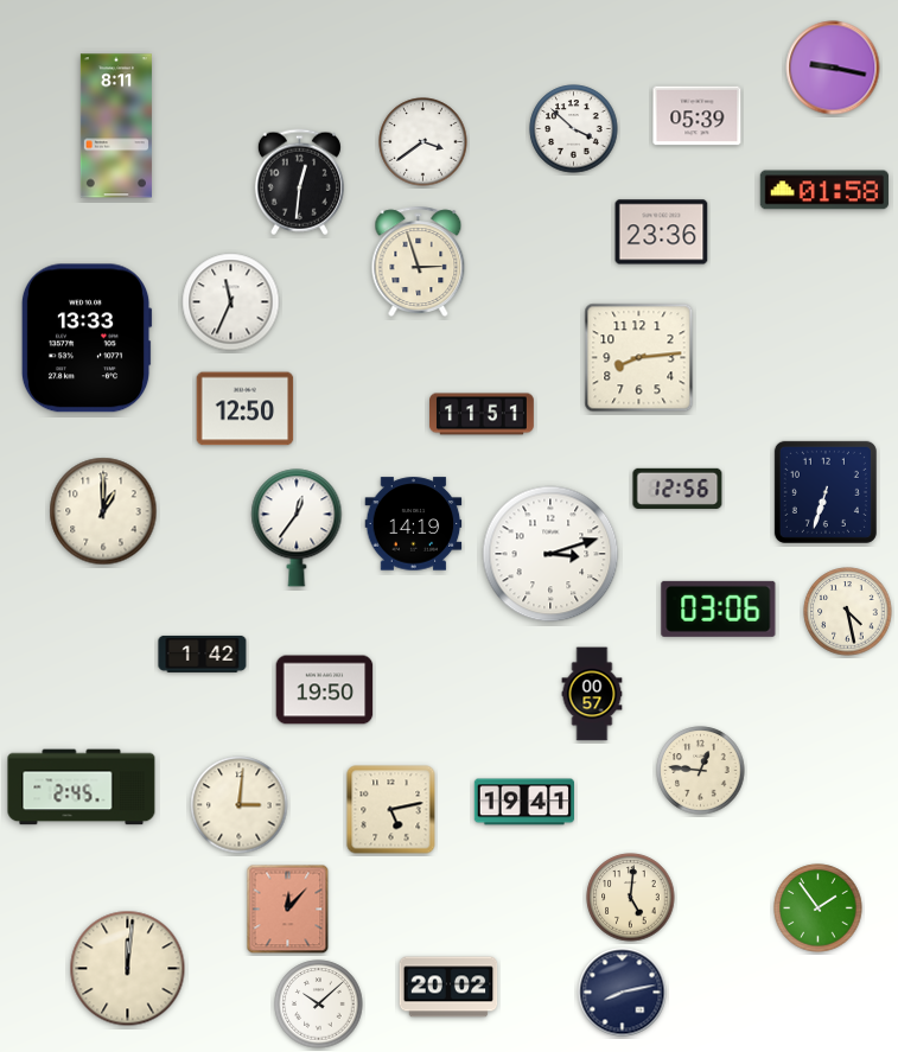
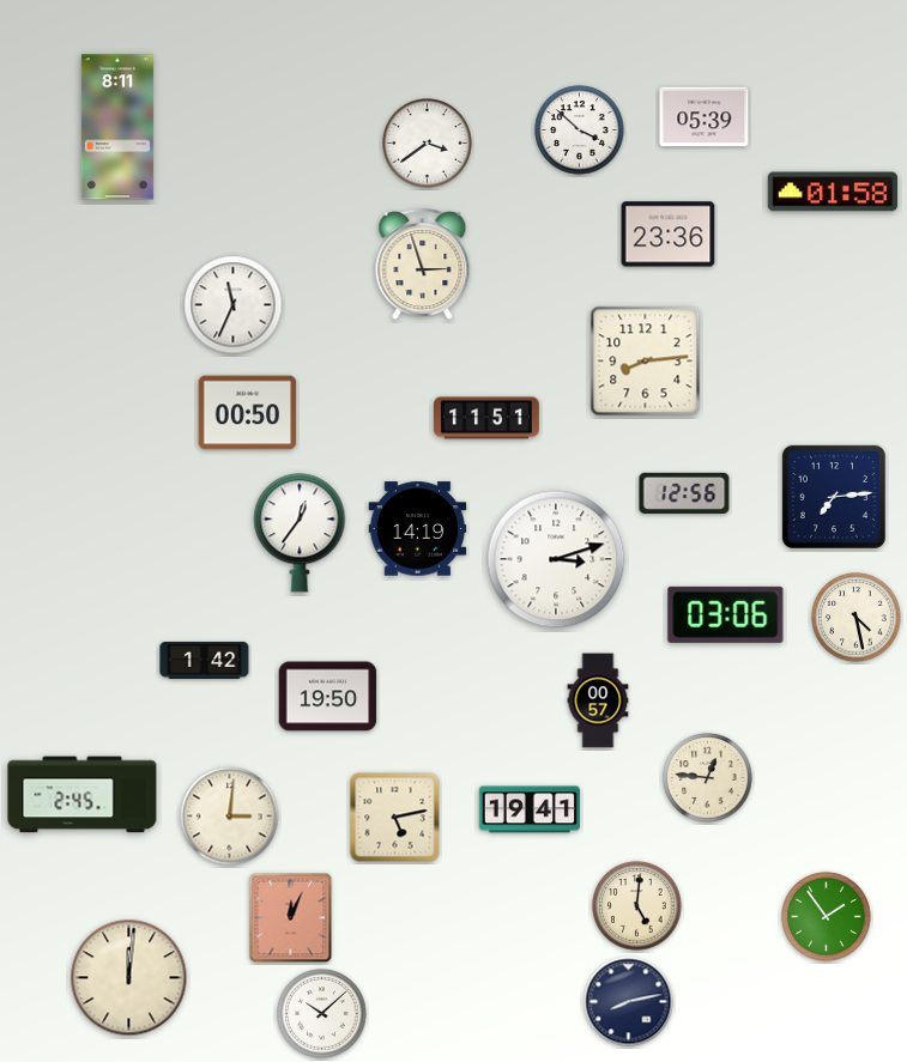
clock at (833, 68): 9:17 -> none
clock at (299, 183): 12:31 -> none
clock at (87, 338): 13:33 -> none
clock at (246, 409): 12:50 -> 00:50
clock at (826, 492): 6:33 -> 7:14
clock at (103, 511): 1:00 -> none
clock at (240, 805) position: (240, 805) -> (230, 817)
clock at (288, 910): 12:07 -> 12:04
clock at (448, 987): 20:02 -> none
